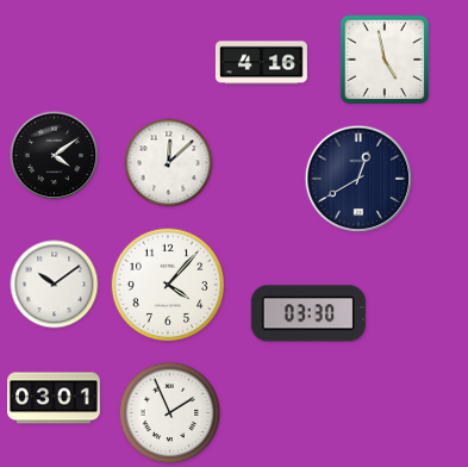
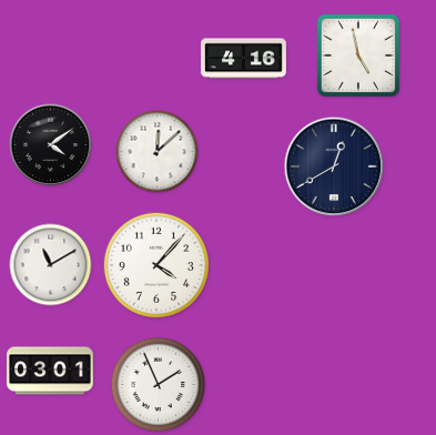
clock at (55, 285): 10:09 -> 11:10
clock at (308, 313): 03:30 -> none
